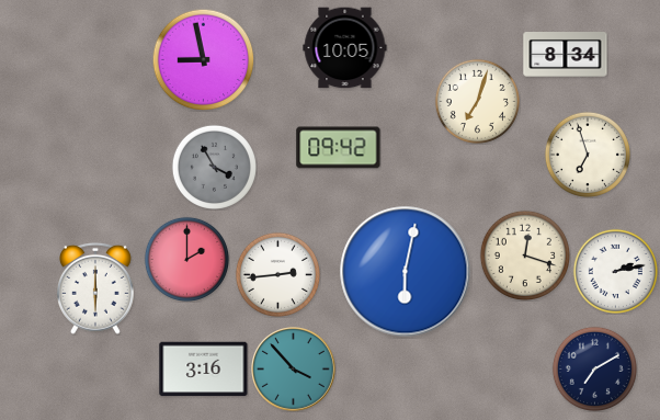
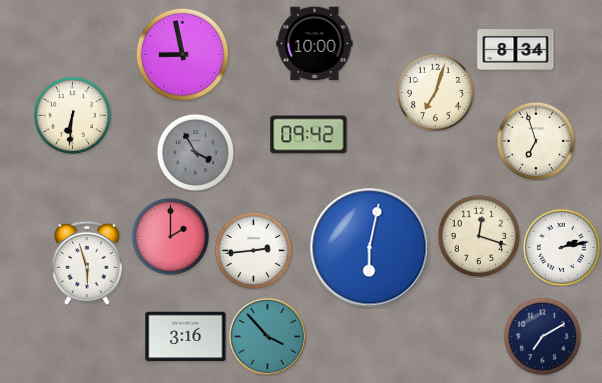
clock at (345, 48): 10:05 -> 10:00
clock at (203, 59) position: (203, 59) -> (182, 54)
clock at (72, 115): none -> 6:31
clock at (524, 254) position: (524, 254) -> (478, 235)
clock at (95, 288): 6:00 -> 5:57
